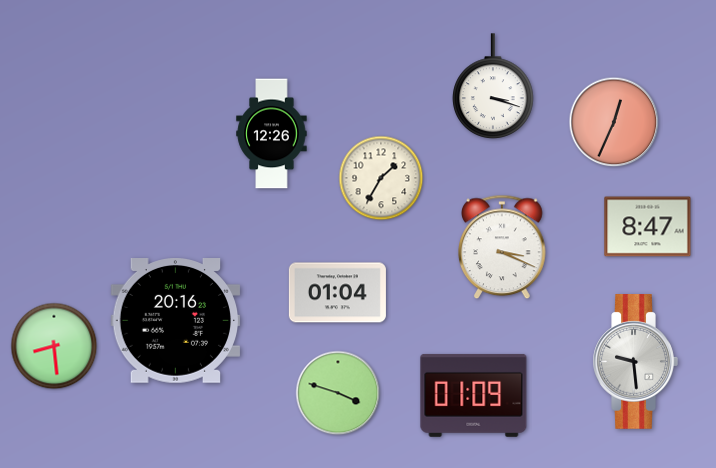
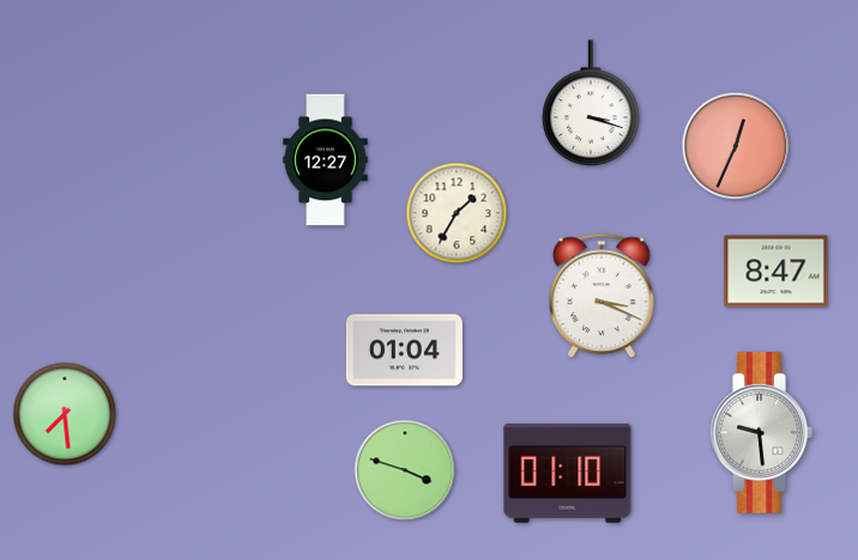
clock at (272, 134): 12:26 -> 12:27
clock at (176, 321): 20:16 -> none
clock at (54, 346): 8:29 -> 7:29
clock at (474, 395): 01:09 -> 01:10
